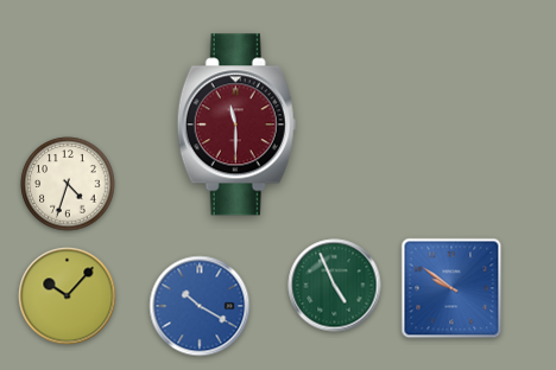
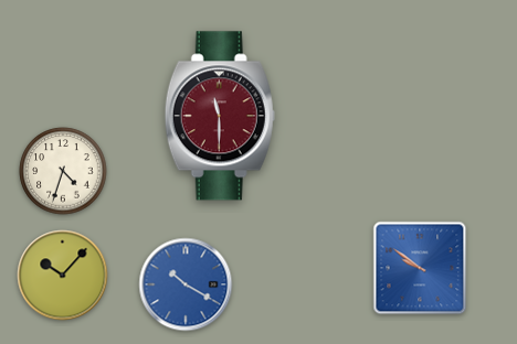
clock at (335, 286): 4:56 -> none
